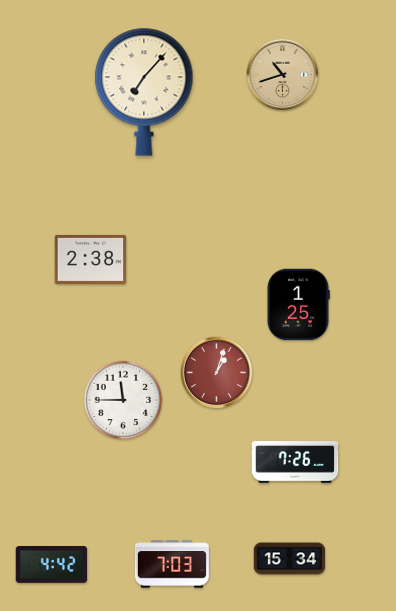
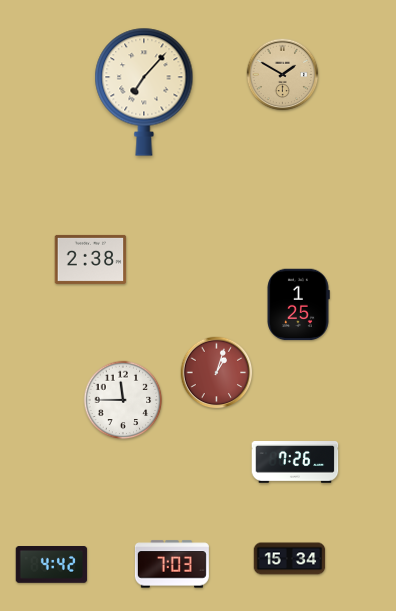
clock at (283, 75): 10:42 -> 1:50
